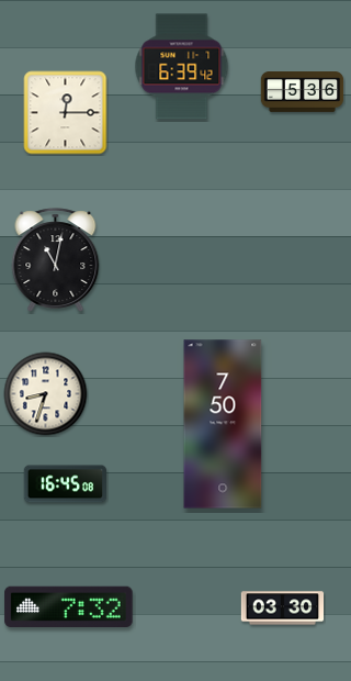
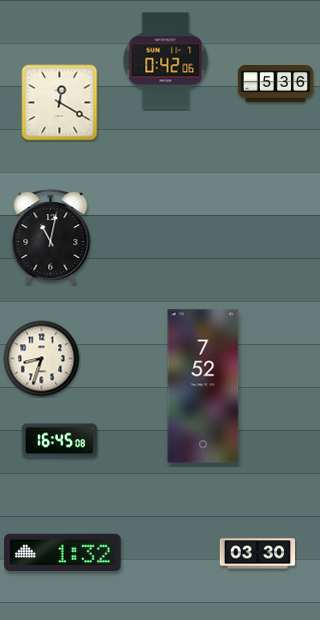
clock at (182, 67): 6:39 -> 0:42
clock at (66, 113): 12:15 -> 12:20
clock at (223, 424): 7:50 -> 7:52
clock at (69, 606): 7:32 -> 1:32
